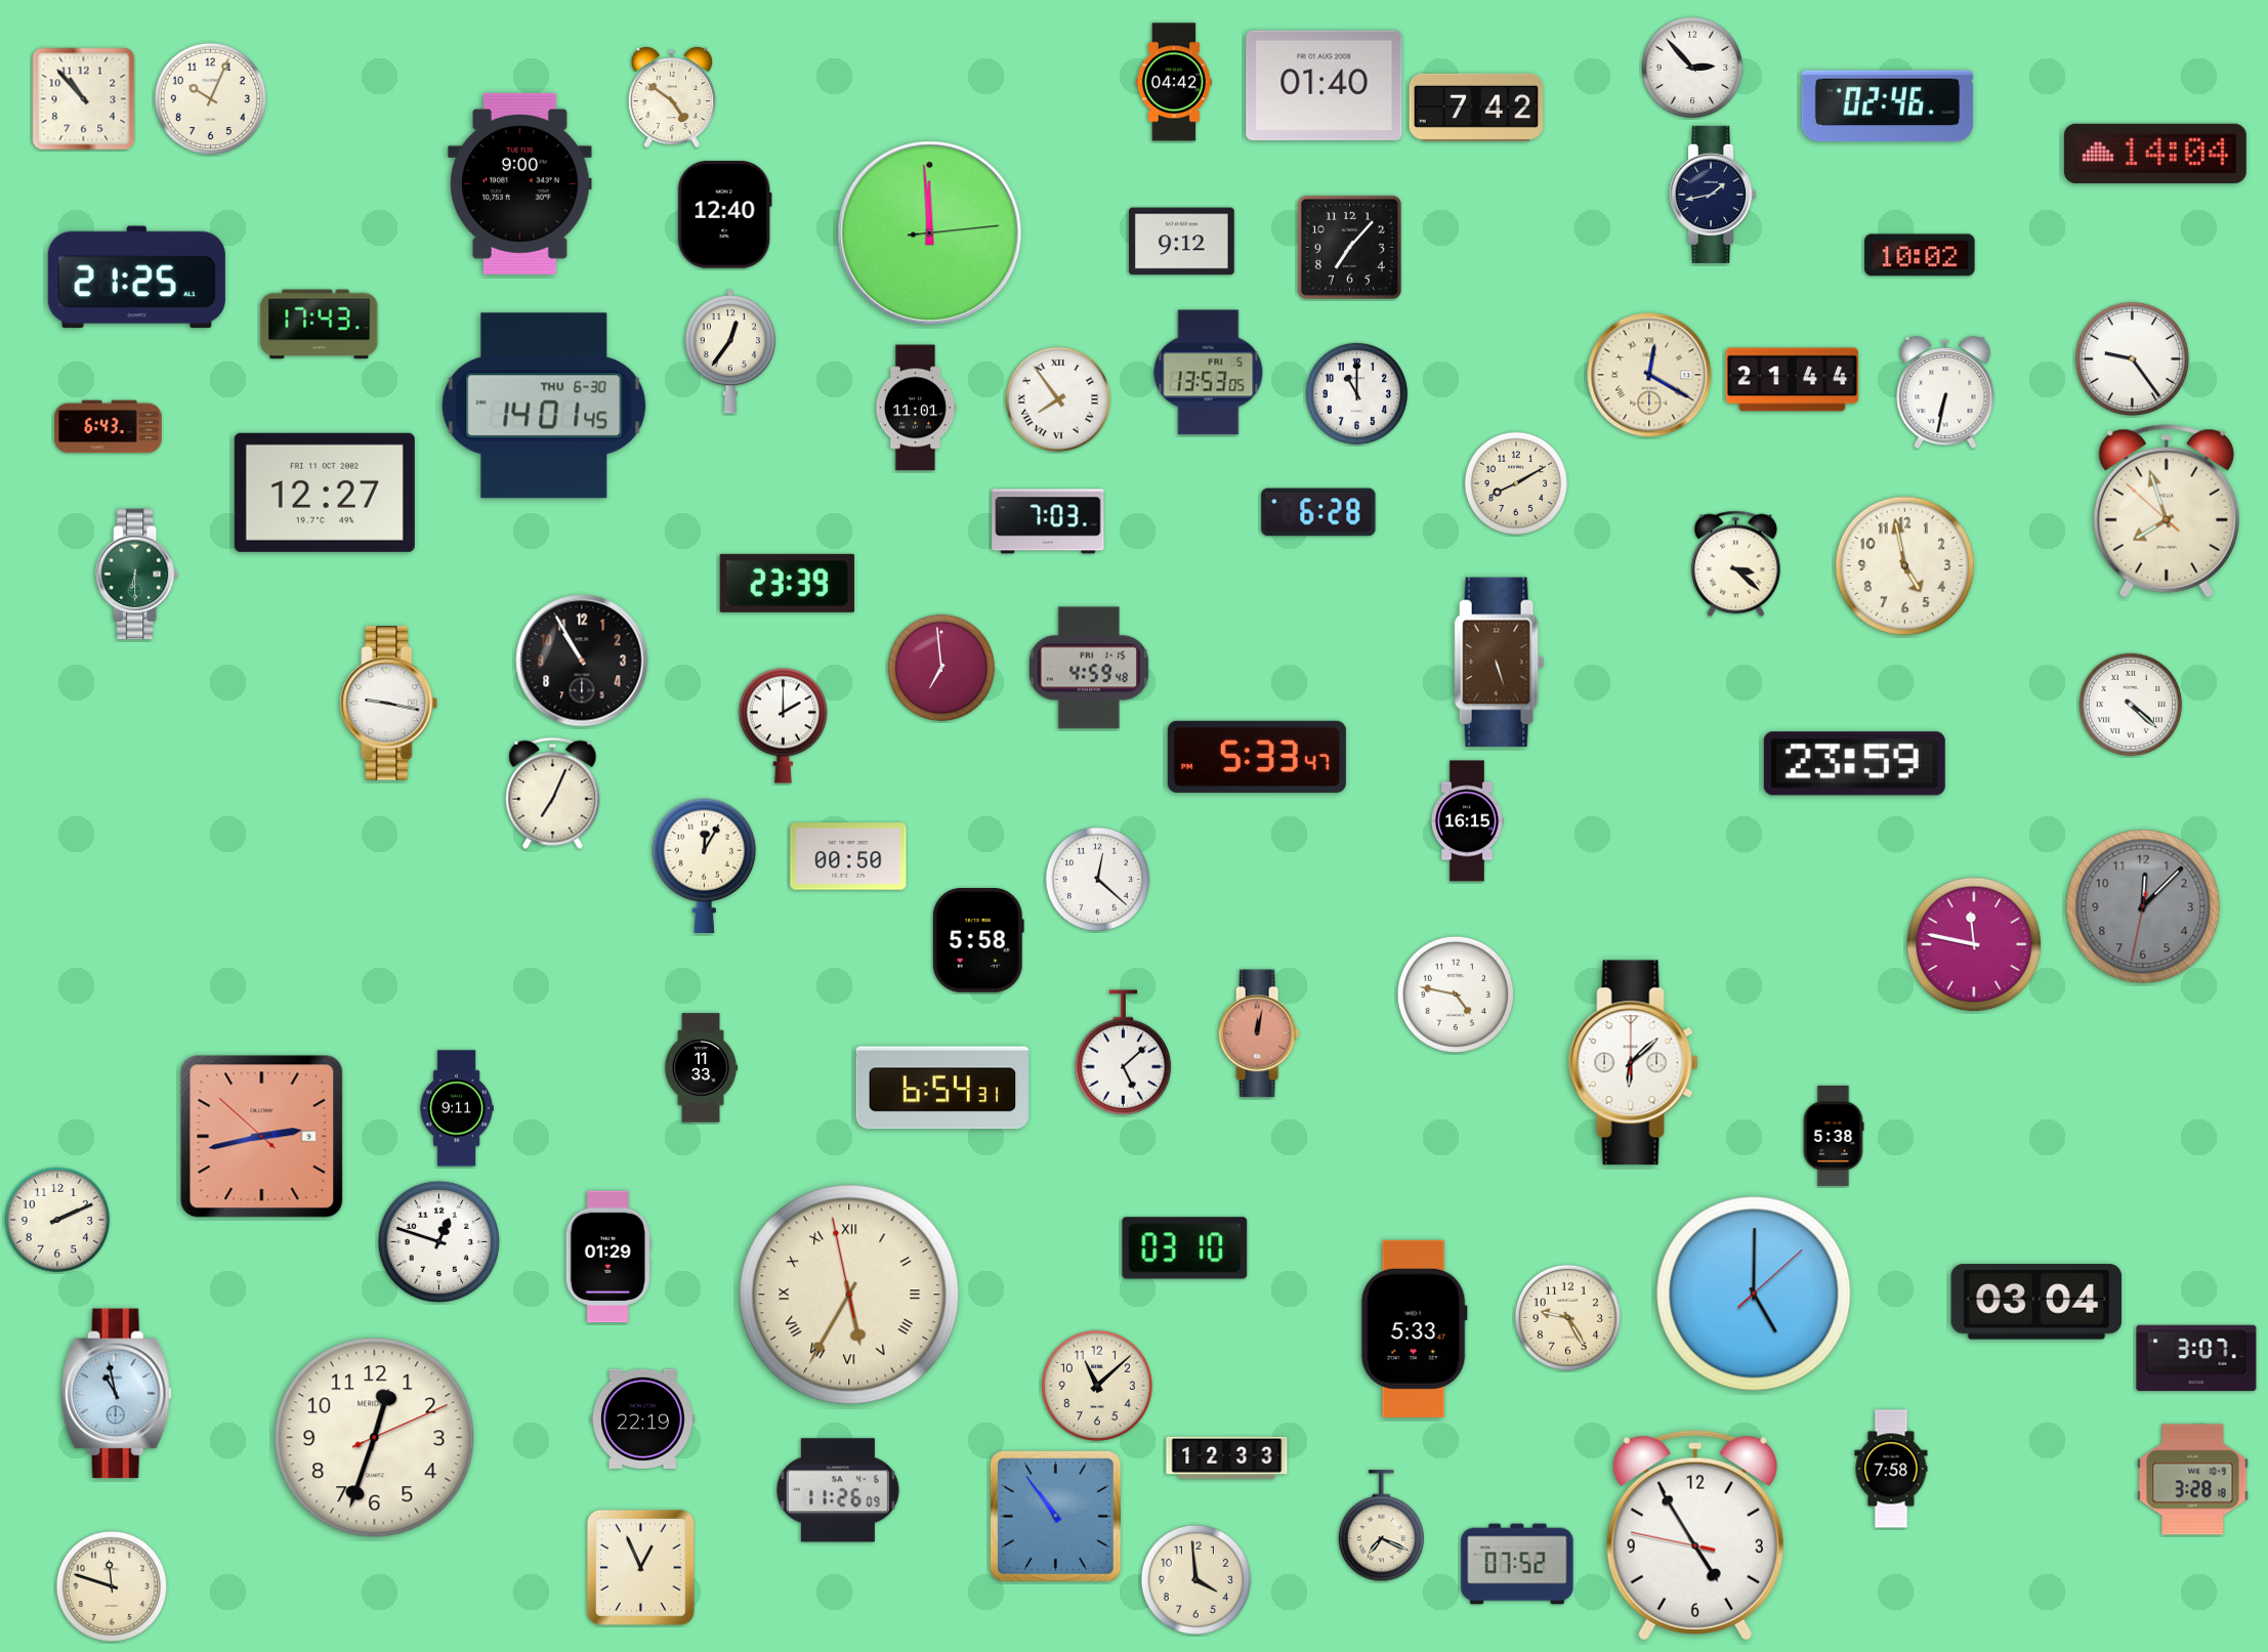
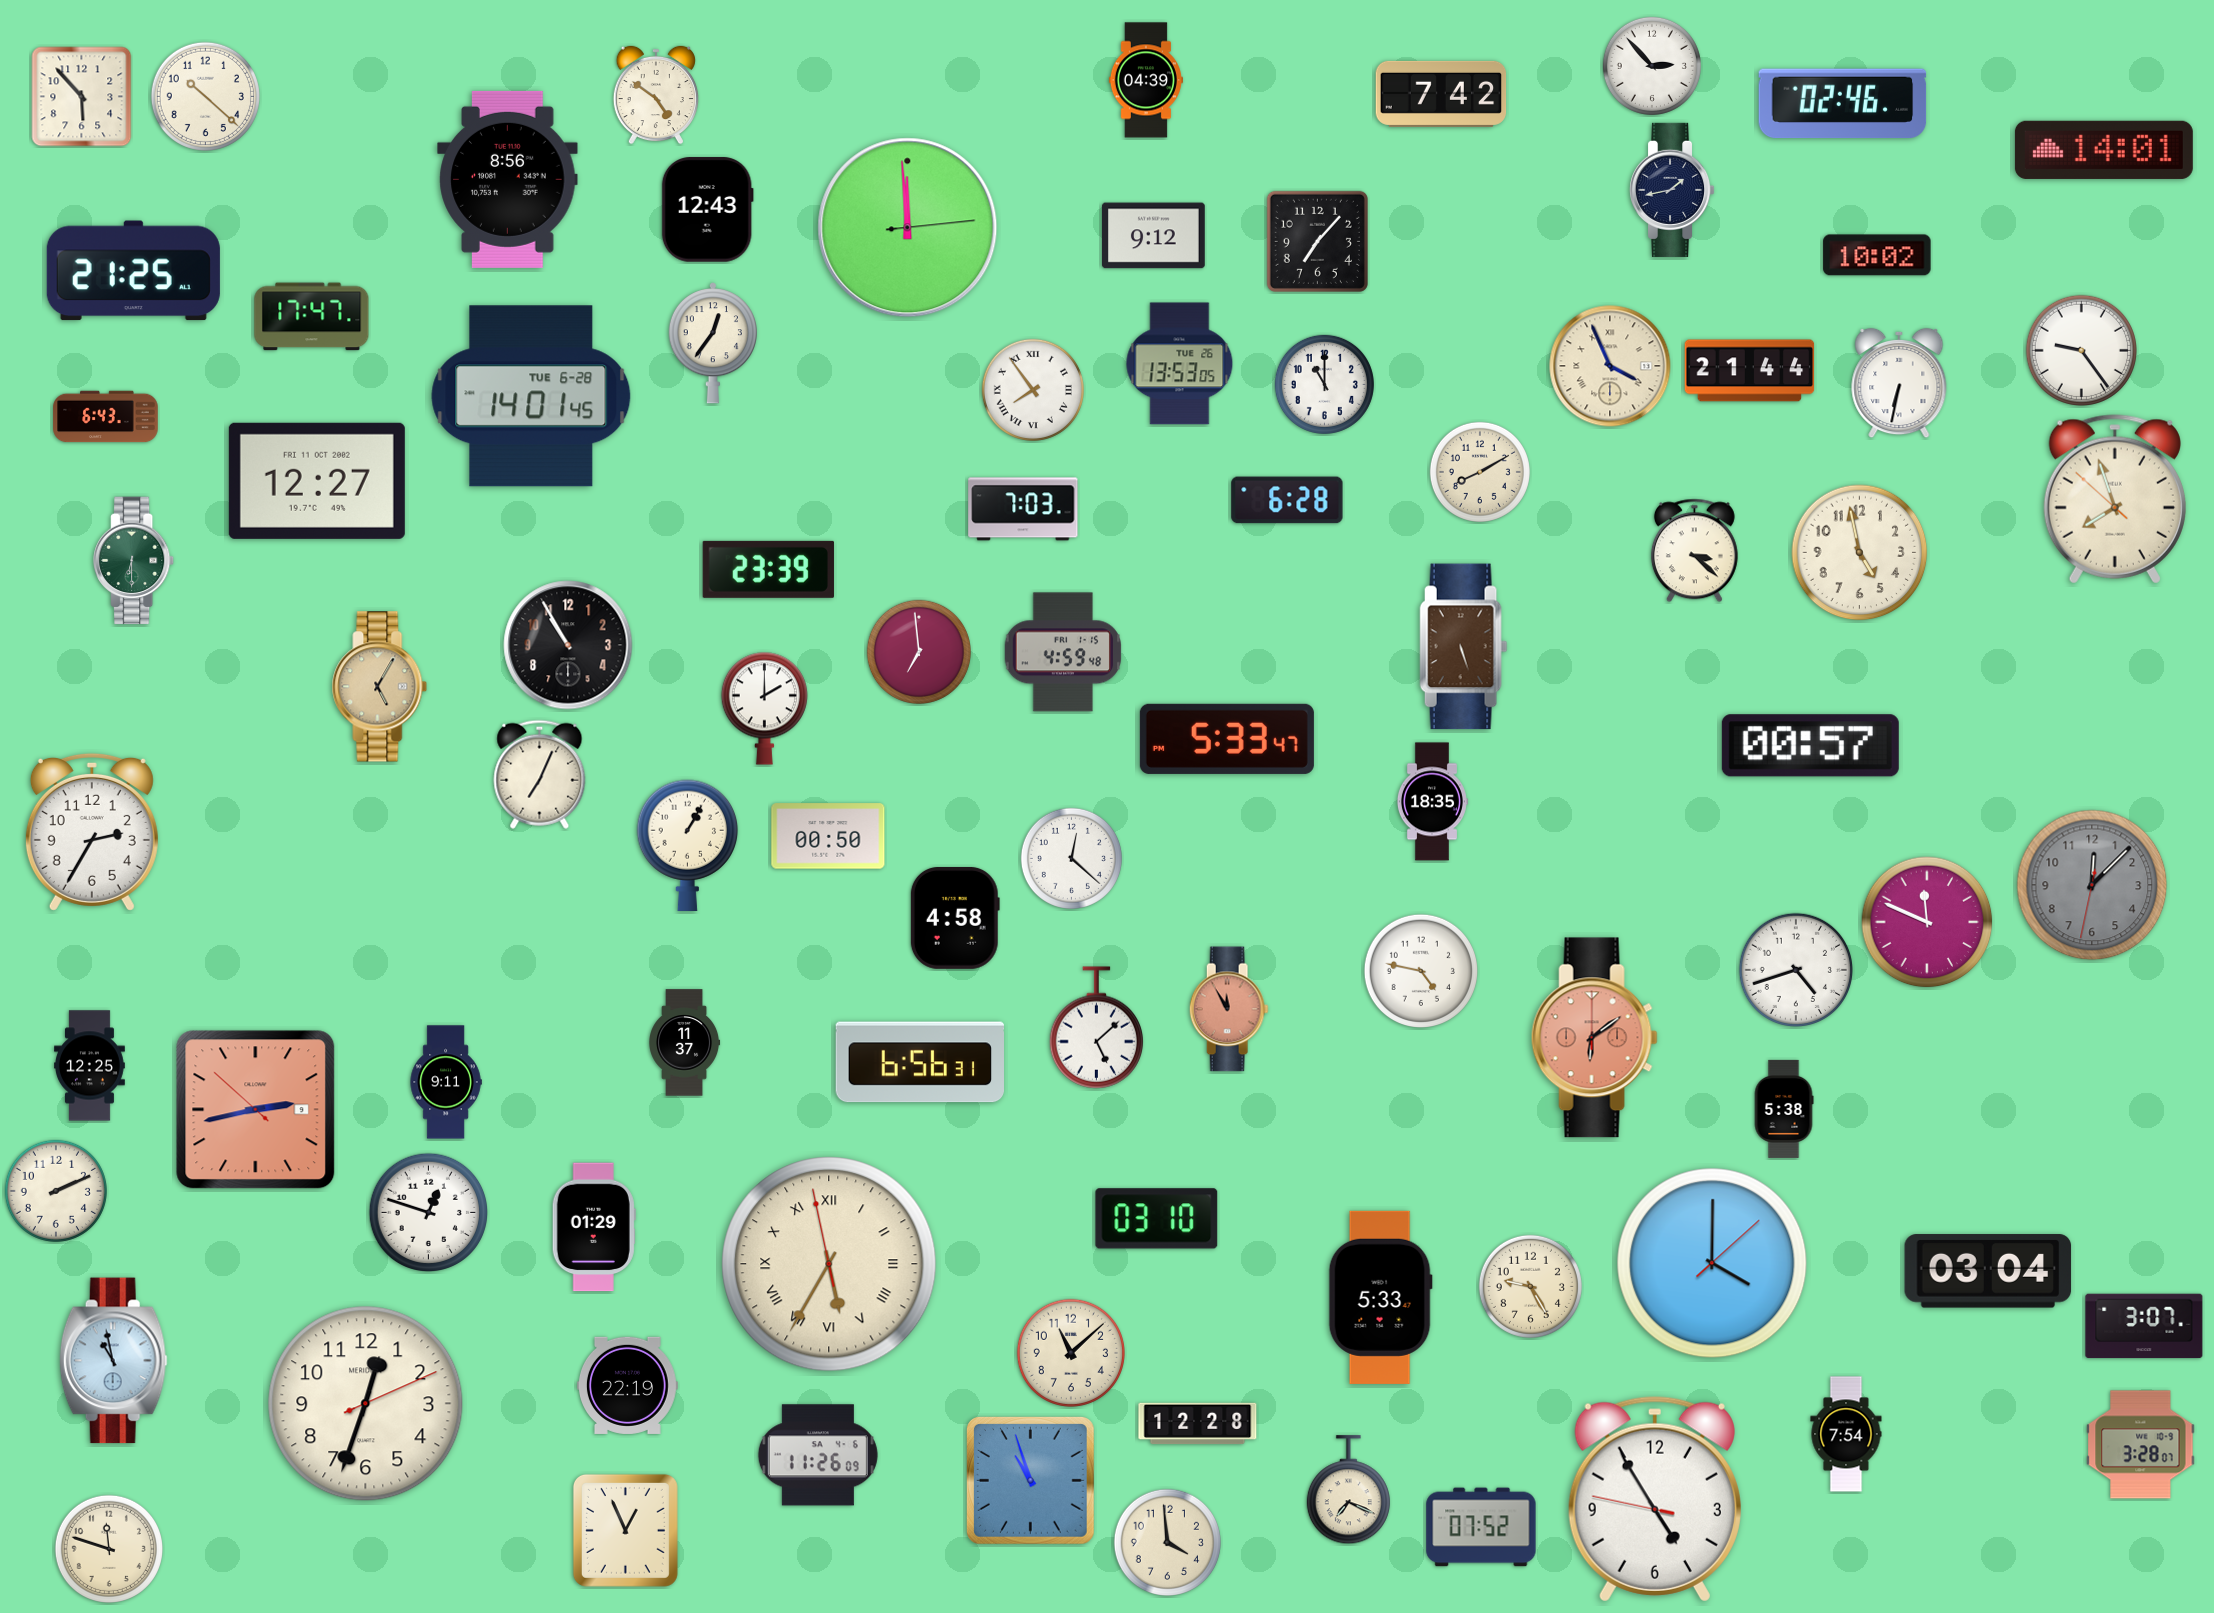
clock at (1174, 82): 04:42 -> 04:39
clock at (1325, 85): 01:40 -> none
clock at (210, 98): 10:04 -> 10:22
clock at (84, 99): 10:53 -> 5:53
clock at (1476, 108) position: (1476, 108) -> (1441, 94)
clock at (2155, 154): 14:04 -> 14:01
clock at (520, 183): 9:00 -> 8:56
clock at (724, 215): 12:40 -> 12:43
clock at (1920, 255) position: (1920, 255) -> (1877, 255)
clock at (320, 325): 17:43 -> 17:47
clock at (1209, 373) date: FRI 5 -> TUE 26
clock at (1649, 375): 12:20 -> 3:56
clock at (544, 406) date: THU 6-30 -> TUE 6-28
clock at (916, 408): 11:01 -> none
clock at (389, 704): 9:17 -> 5:05
clock at (389, 704) dial: white -> champagne
clock at (2131, 705): 4:22 -> none
clock at (1854, 764): 23:59 -> 00:57
clock at (1467, 821): 16:15 -> 18:35
clock at (92, 832): none -> 2:35
clock at (705, 865): 12:05 -> 1:05
clock at (978, 941): 5:58 -> 4:58
clock at (1974, 944): 11:47 -> 11:49
clock at (1795, 969): none -> 4:42
clock at (1259, 1033): 12:02 -> 11:55
clock at (1633, 1063): 6:08 -> 6:09
clock at (1633, 1063) dial: white -> salmon
clock at (702, 1068): 11:33 -> 11:37
clock at (942, 1088): 6:54 -> 6:56
clock at (90, 1066): none -> 12:25
clock at (1834, 1136) position: (1834, 1136) -> (1784, 1109)
clock at (1754, 1294): 5:00 -> 4:00
clock at (1227, 1458): 12:33 -> 12:28
clock at (1891, 1469): 7:58 -> 7:54
clock at (2193, 1480): 3:28:18 -> 3:28:07
clock at (1055, 1516): 10:54 -> 10:57
